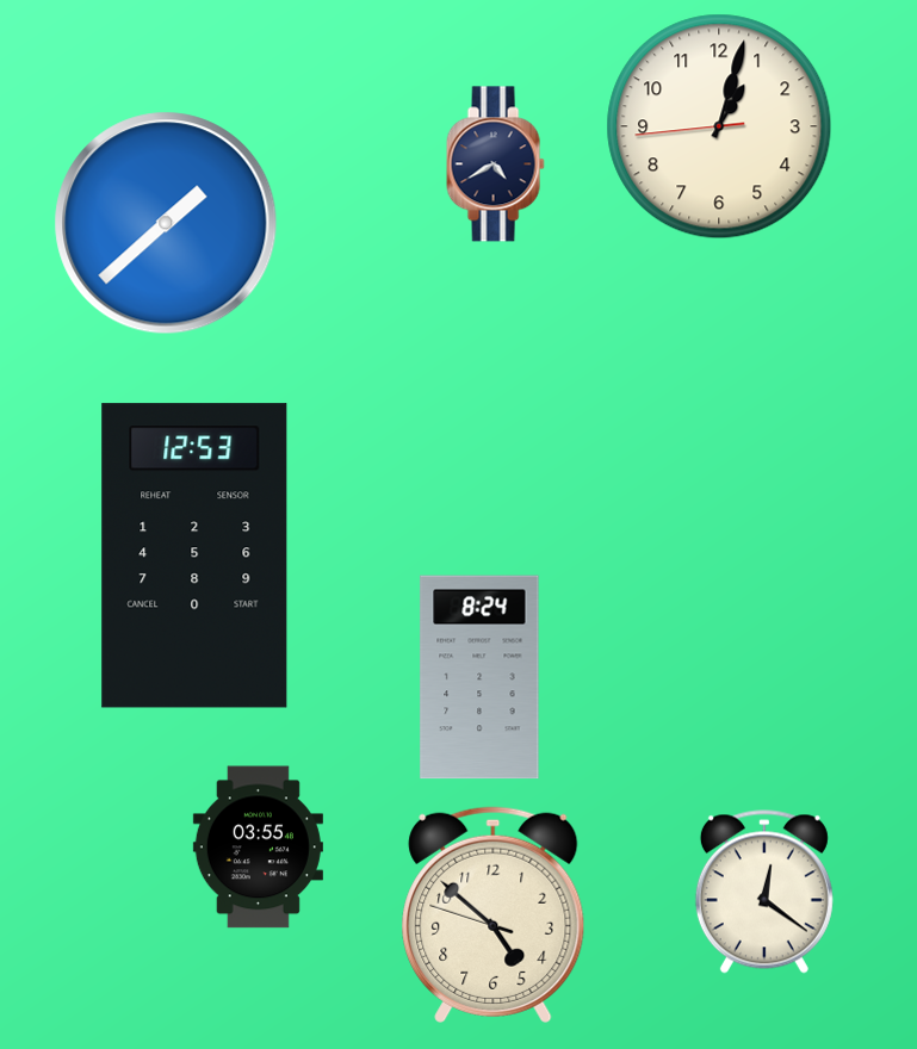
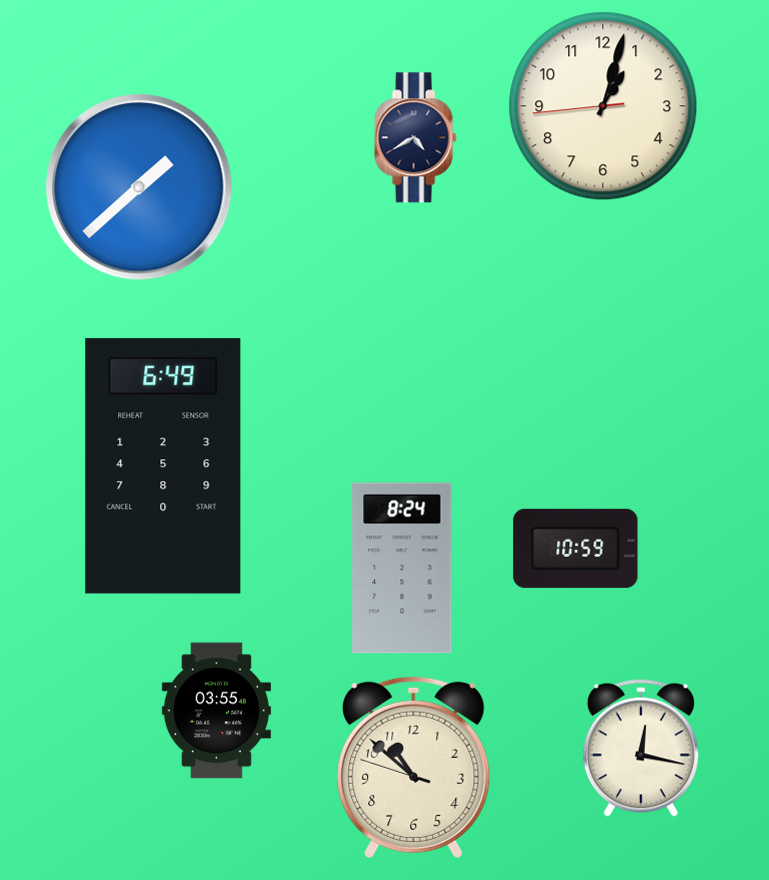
clock at (194, 555): 12:53 -> 6:49
clock at (576, 548): none -> 10:59
clock at (764, 892): 12:21 -> 12:17
clock at (494, 914): 4:51 -> 10:51
